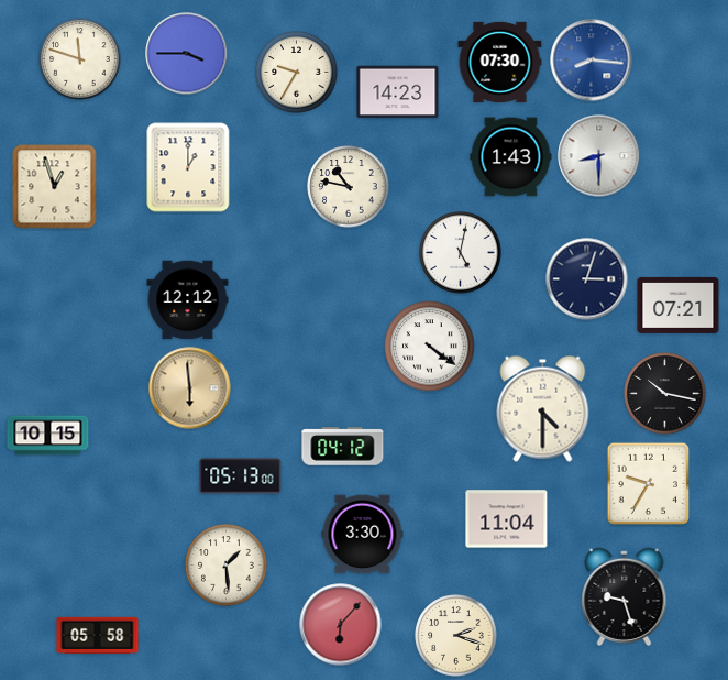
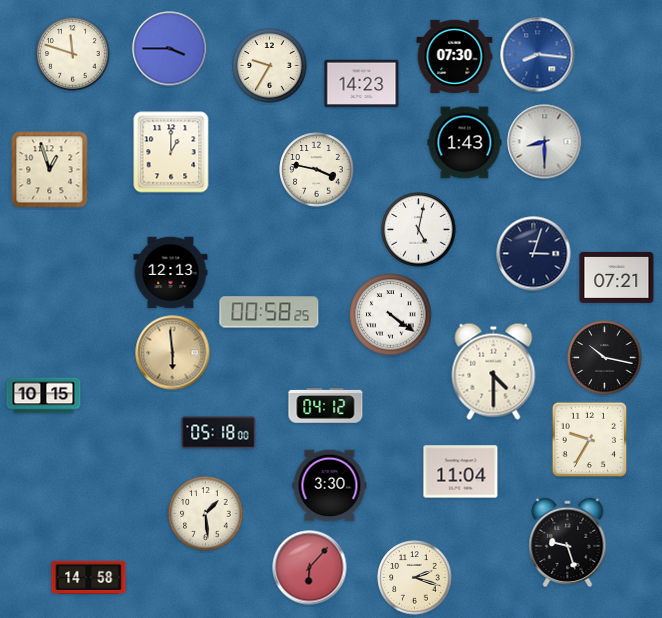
clock at (349, 187): 10:47 -> 3:47
clock at (188, 300): 12:12 -> 12:13
clock at (269, 312): none -> 00:58
clock at (343, 447) position: (343, 447) -> (326, 406)
clock at (241, 476): 05:13 -> 05:18
clock at (98, 635): 05:58 -> 14:58
